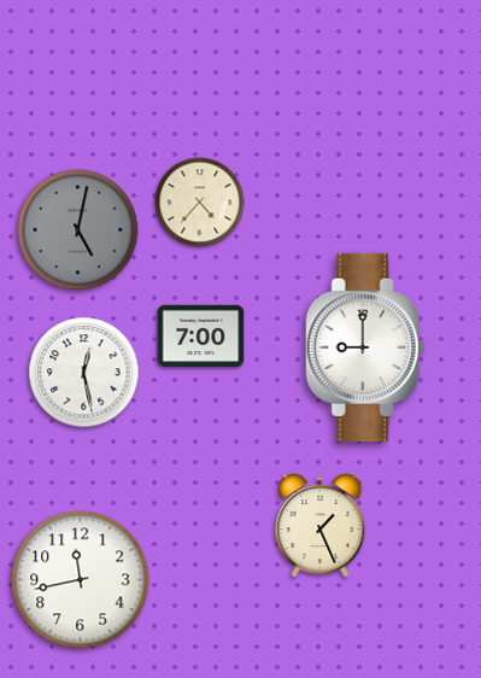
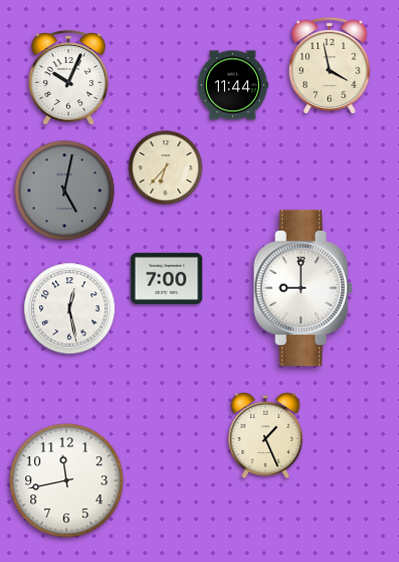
clock at (330, 66): none -> 3:58
clock at (69, 78): none -> 10:04
clock at (233, 85): none -> 11:44
clock at (200, 203): 4:37 -> 6:37
